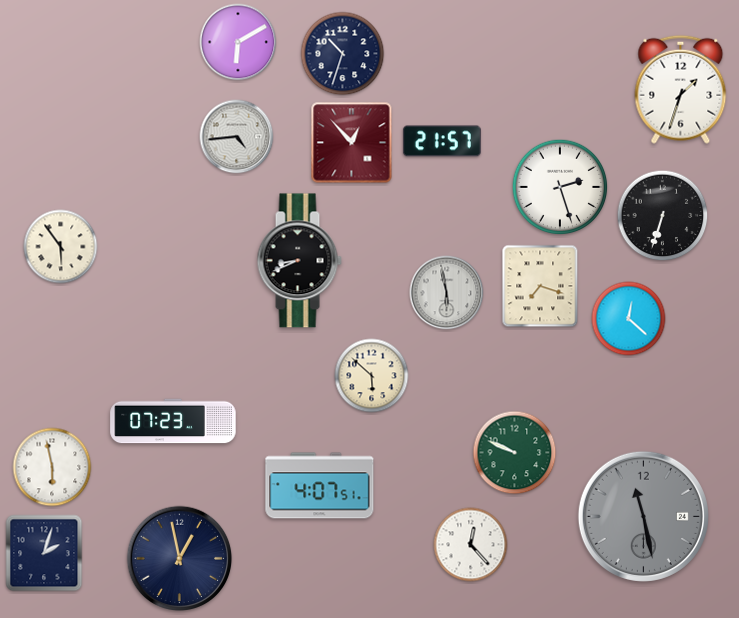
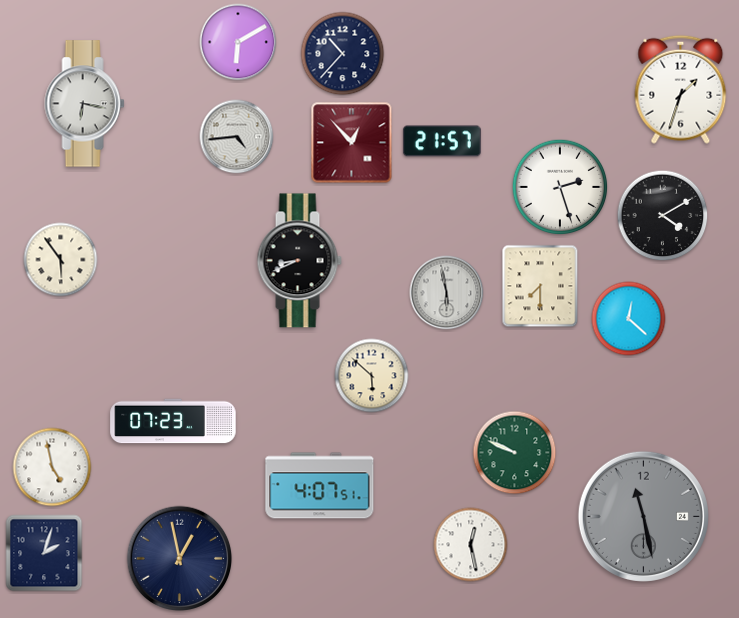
clock at (343, 54): 10:33 -> 10:37
clock at (85, 104): none -> 6:17
clock at (663, 216): 6:33 -> 4:10
clock at (61, 247) position: (61, 247) -> (61, 260)
clock at (540, 286): 7:18 -> 7:30
clock at (52, 467): 5:58 -> 4:58
clock at (471, 545): 12:23 -> 12:28
